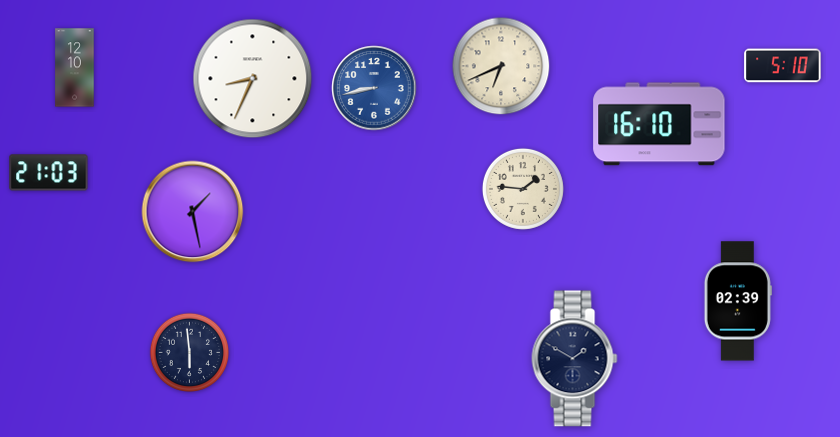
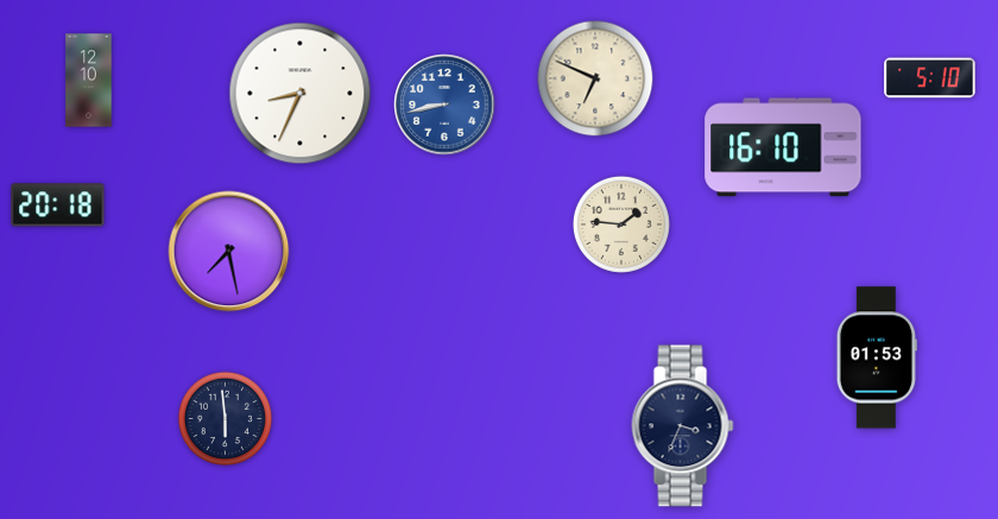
clock at (501, 66): 6:41 -> 6:49
clock at (49, 173): 21:03 -> 20:18
clock at (193, 212): 1:28 -> 7:28
clock at (738, 301): 02:39 -> 01:53
clock at (575, 359): 1:50 -> 3:34
